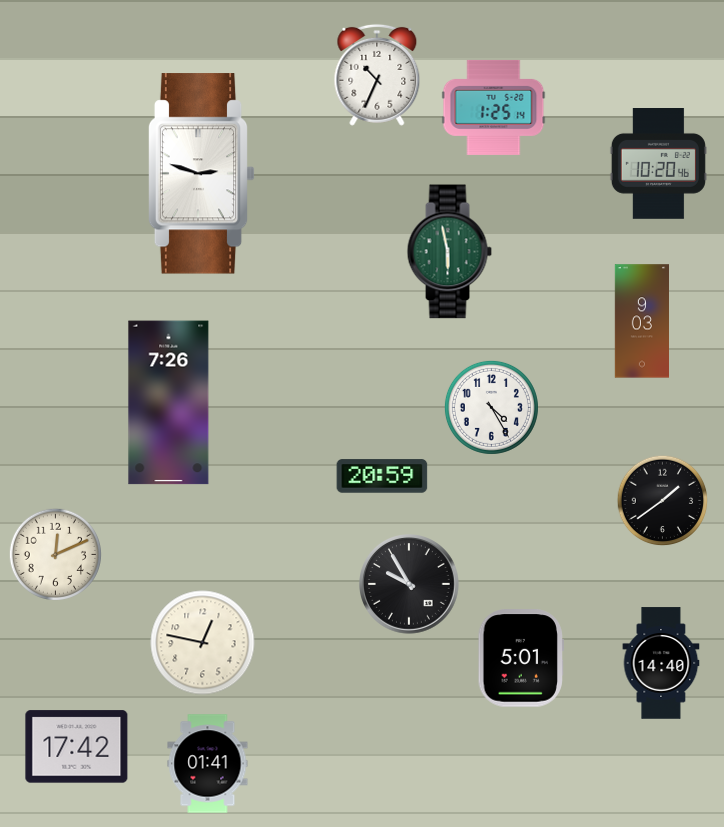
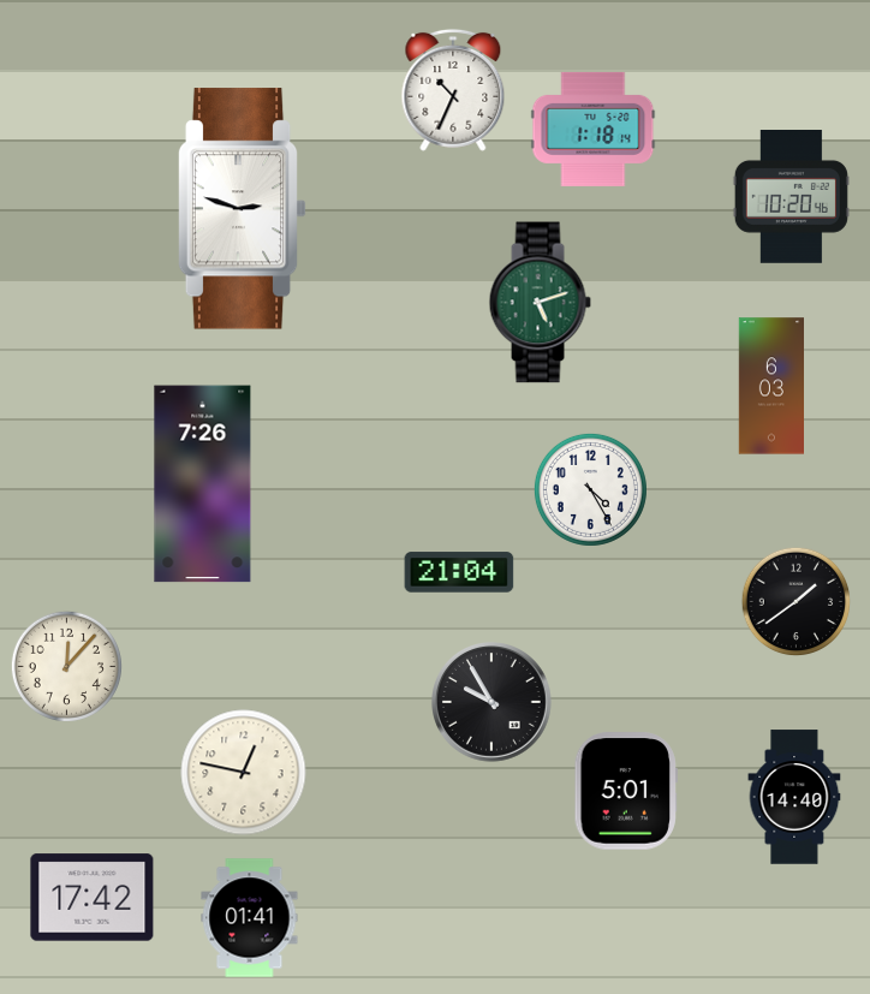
clock at (494, 107): 1:25 -> 1:18
clock at (449, 252): 5:58 -> 5:12
clock at (641, 321): 9:03 -> 6:03
clock at (382, 476): 20:59 -> 21:04
clock at (55, 554): 12:11 -> 12:07
